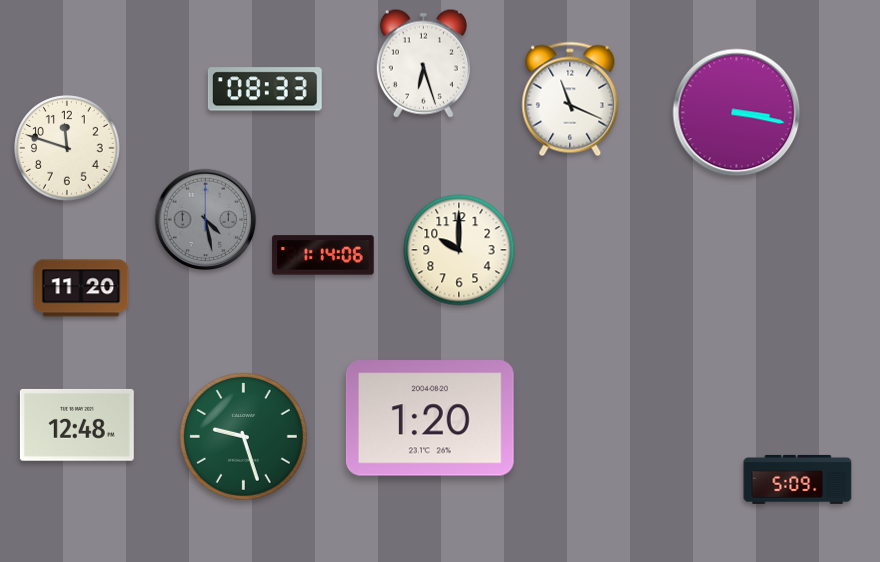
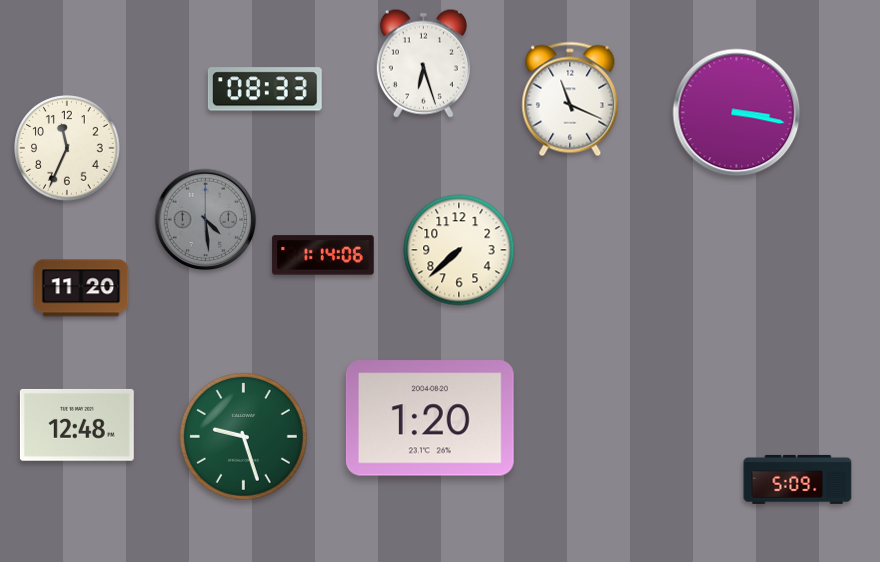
clock at (67, 148): 11:48 -> 11:34
clock at (206, 220): 4:28 -> 4:29
clock at (459, 250): 10:00 -> 7:38
